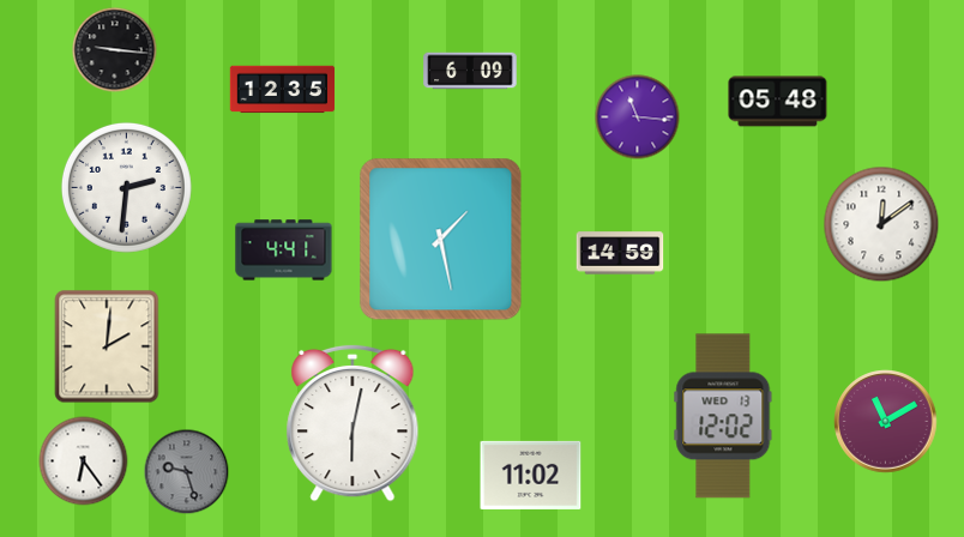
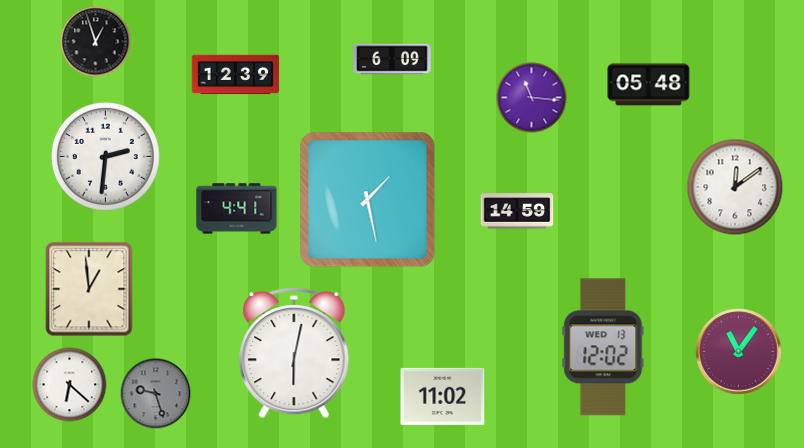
clock at (115, 50): 9:16 -> 12:57
clock at (283, 90): 12:35 -> 12:39
clock at (107, 346): 2:01 -> 12:59
clock at (886, 422): 11:10 -> 11:06
clock at (84, 461): 6:24 -> 6:22
